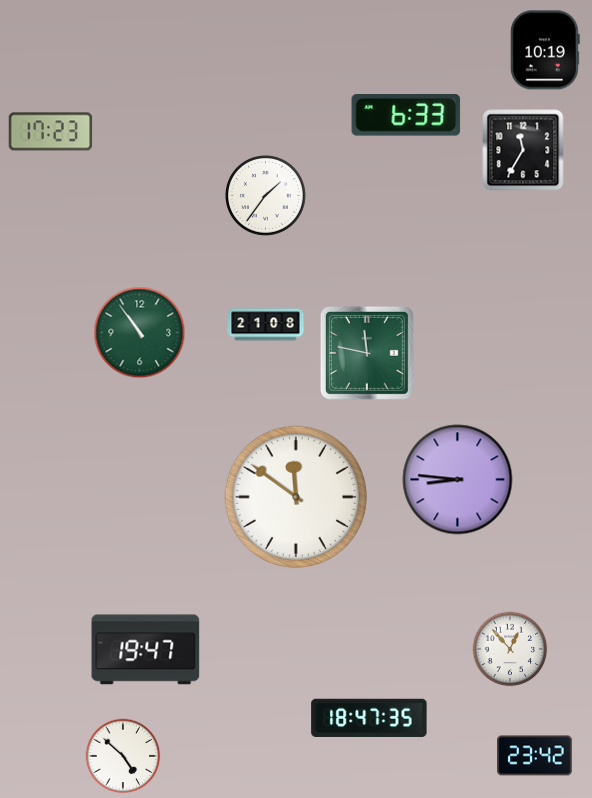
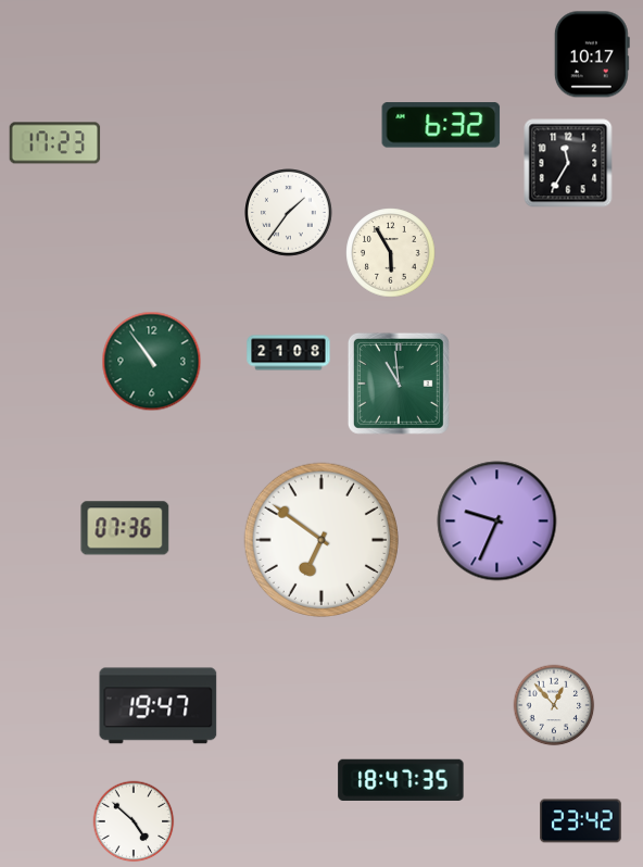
clock at (545, 50): 10:19 -> 10:17
clock at (406, 115): 6:33 -> 6:32
clock at (391, 253): none -> 5:55
clock at (367, 353): 11:47 -> 10:59
clock at (458, 480): 8:46 -> 9:34
clock at (125, 528): none -> 07:36
clock at (295, 496): 11:51 -> 6:51
